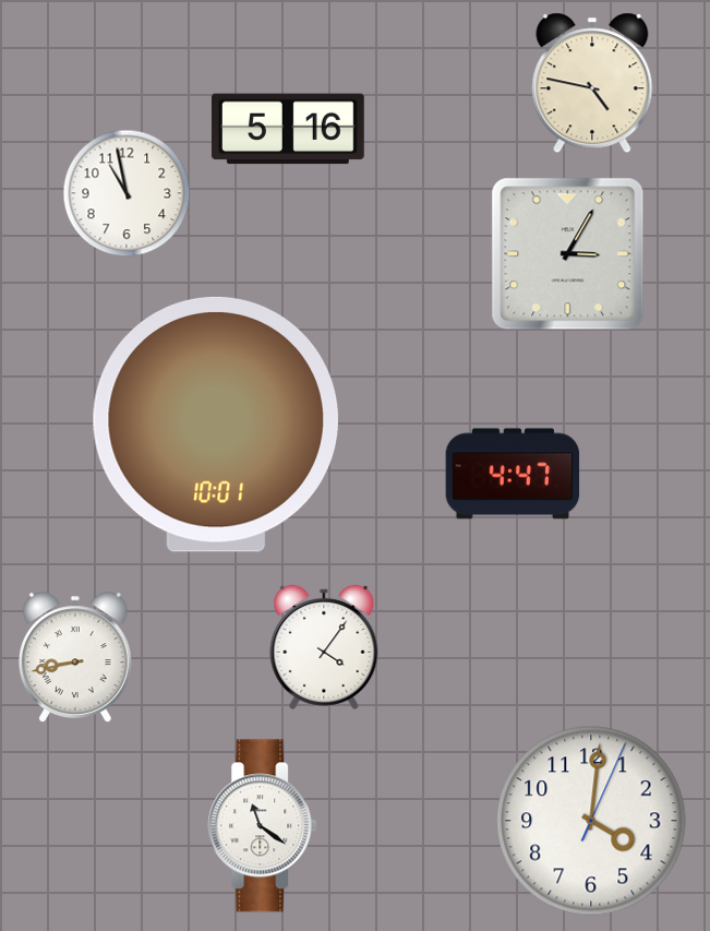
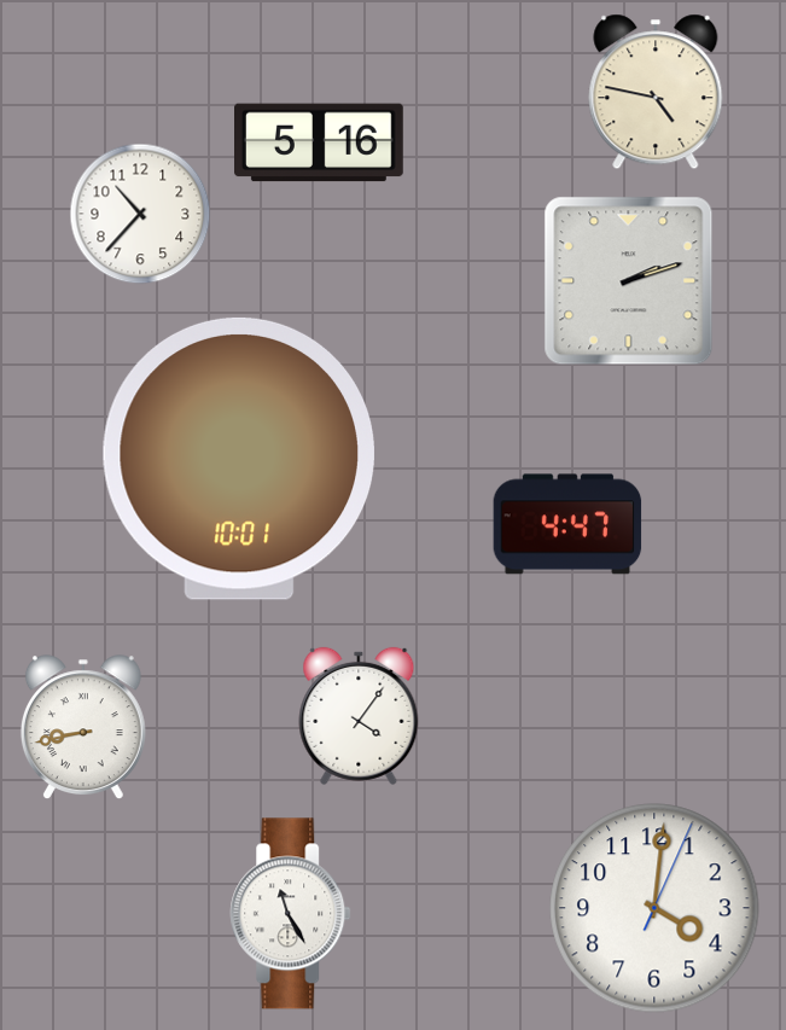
clock at (127, 193): 10:58 -> 10:37
clock at (568, 254): 3:05 -> 2:12
clock at (216, 425) position: (216, 425) -> (239, 459)
clock at (263, 826): 11:21 -> 11:25
